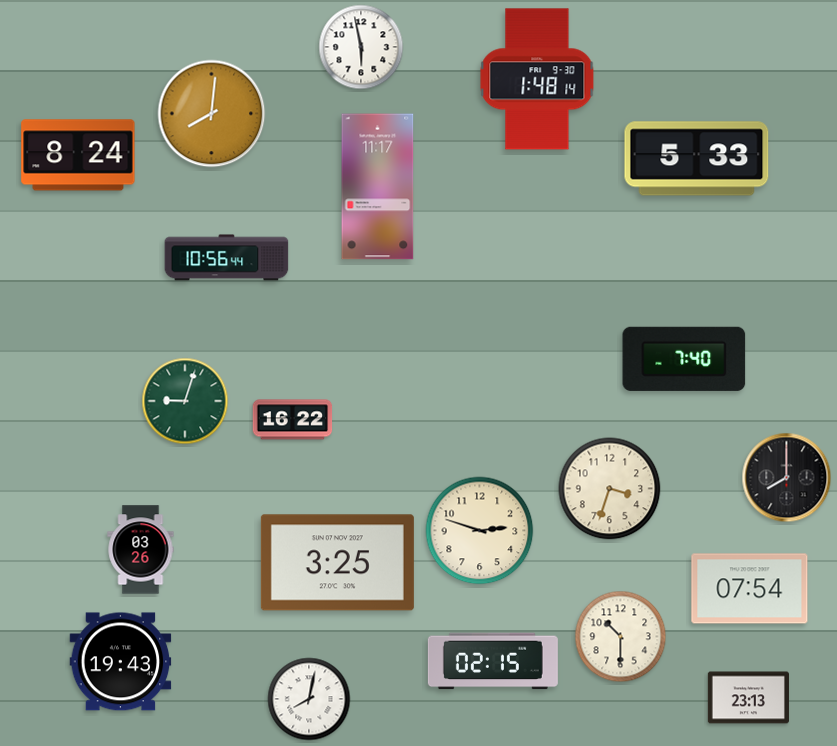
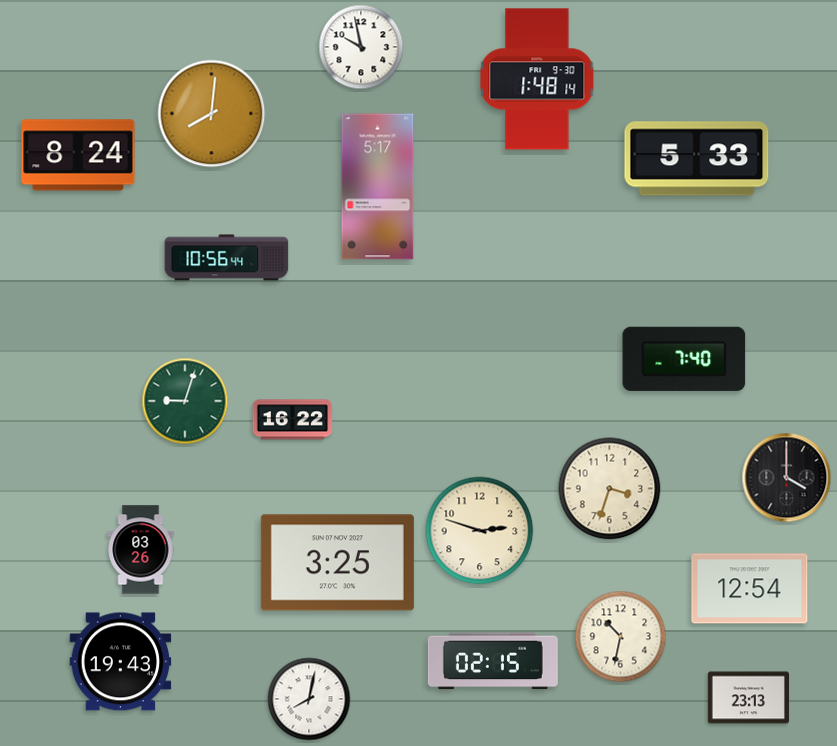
clock at (361, 47): 5:58 -> 9:58
clock at (378, 187): 11:17 -> 5:17
clock at (787, 478): 8:00 -> 4:00
clock at (750, 589): 07:54 -> 12:54
clock at (621, 637): 10:30 -> 10:32
